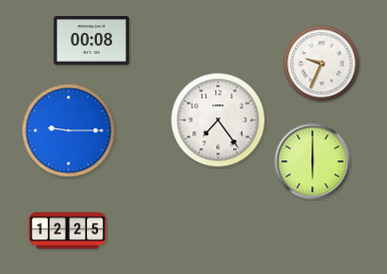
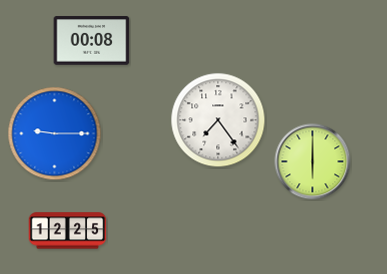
clock at (322, 64): 9:34 -> none
clock at (69, 131) position: (69, 131) -> (55, 134)
